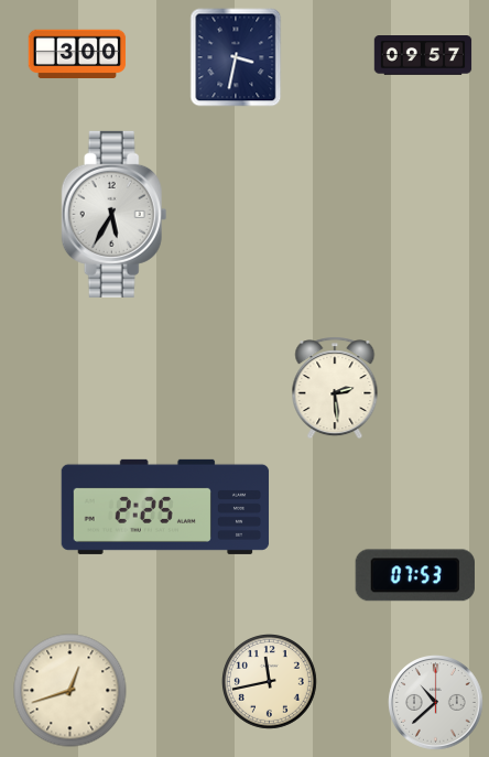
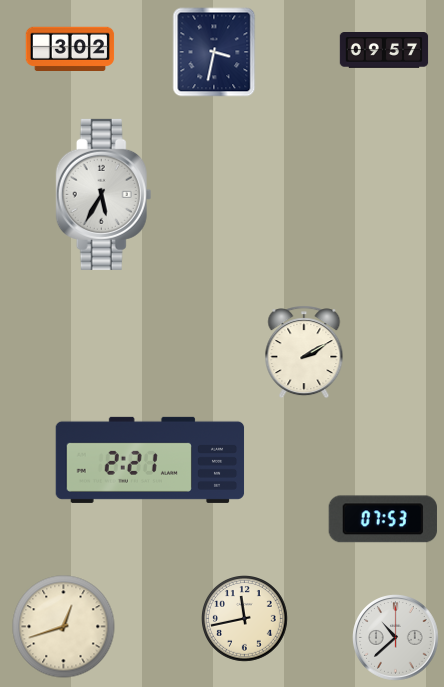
clock at (77, 54): 3:00 -> 3:02
clock at (335, 388): 2:29 -> 2:10
clock at (165, 507): 2:25 -> 2:21
clock at (415, 575) position: (415, 575) -> (383, 519)
